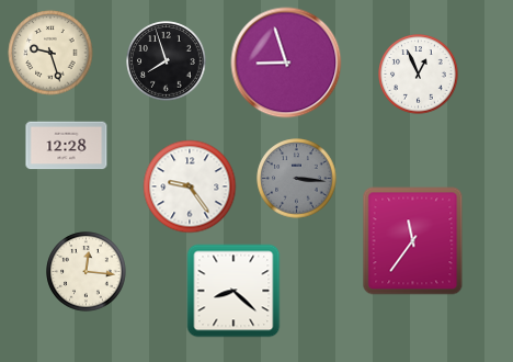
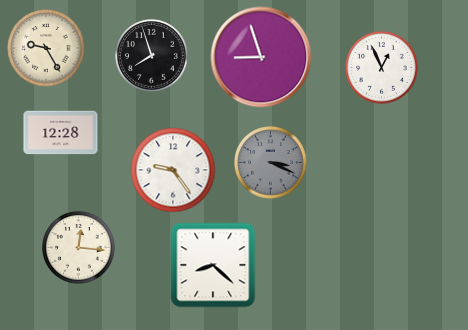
clock at (50, 53): 9:27 -> 9:25
clock at (297, 179): 3:16 -> 3:19
clock at (413, 241): 11:36 -> none
